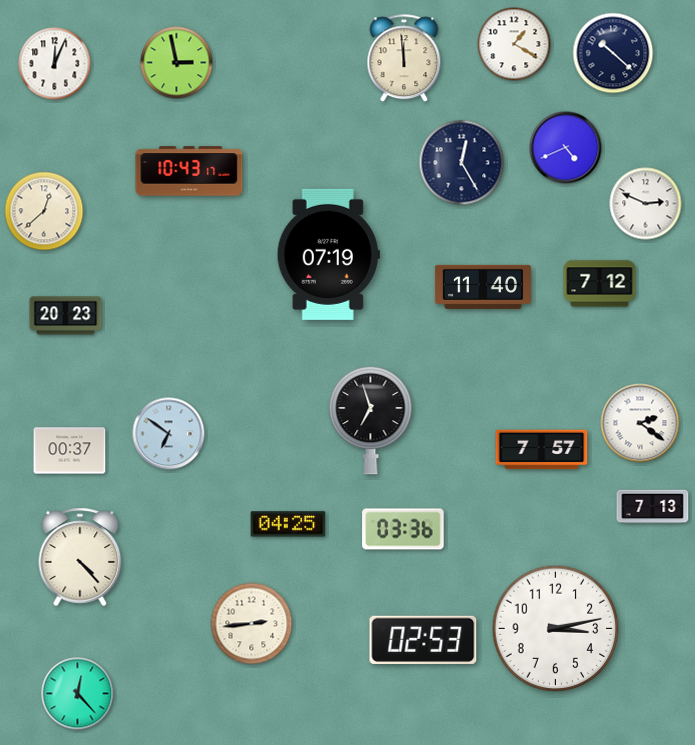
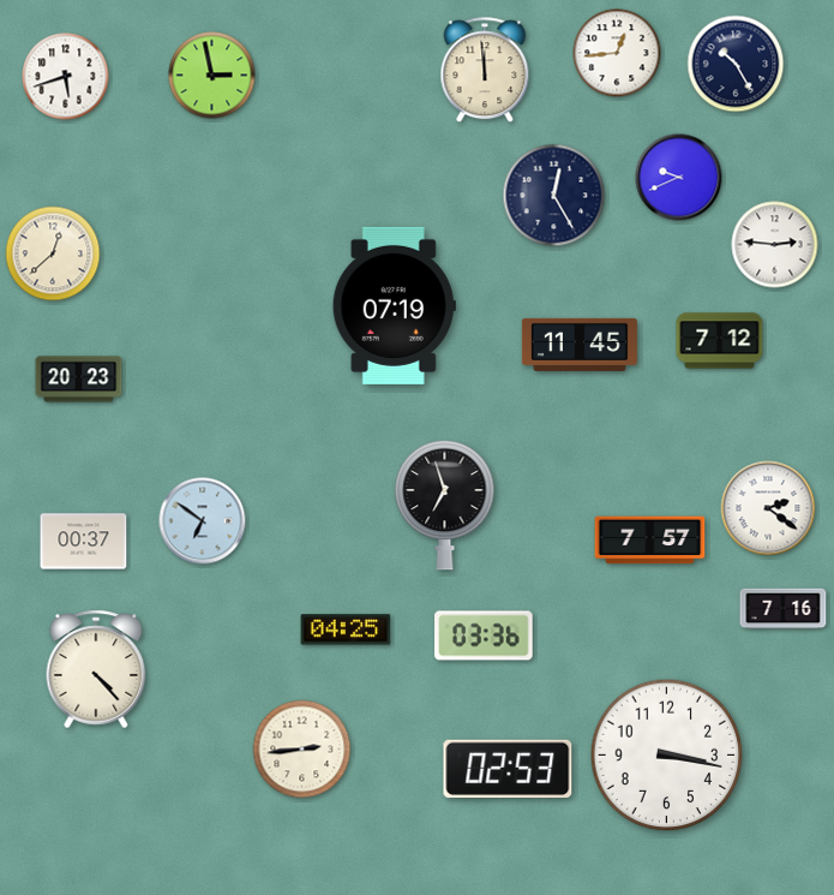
clock at (514, 44): 1:20 -> 12:44
clock at (613, 53): 10:22 -> 10:25
clock at (55, 64): 12:04 -> 5:42
clock at (566, 148): 4:41 -> 9:41
clock at (189, 171): 10:43 -> none
clock at (646, 204): 2:49 -> 2:46
clock at (483, 287): 11:40 -> 11:45
clock at (653, 507): 7:13 -> 7:16
clock at (556, 629): 3:13 -> 3:17
clock at (78, 694): 12:23 -> none
